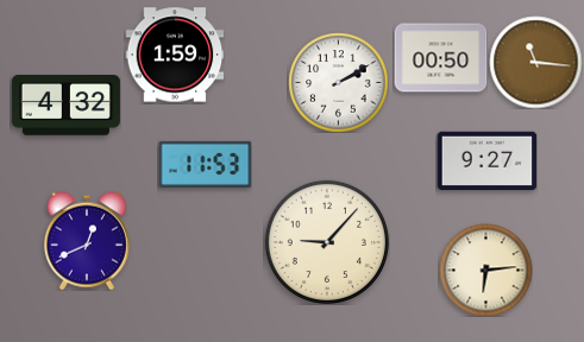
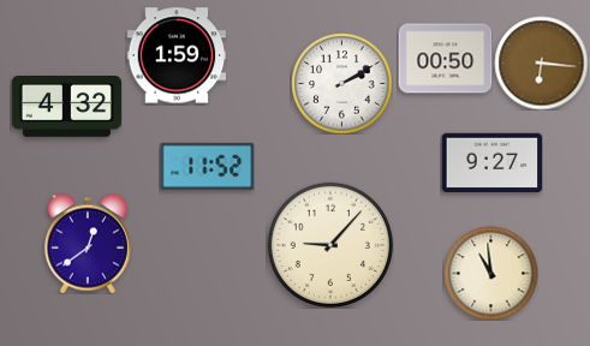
clock at (535, 62): 11:16 -> 6:16
clock at (205, 164): 11:53 -> 11:52
clock at (87, 241): 12:41 -> 12:39
clock at (485, 270): 6:14 -> 10:59
